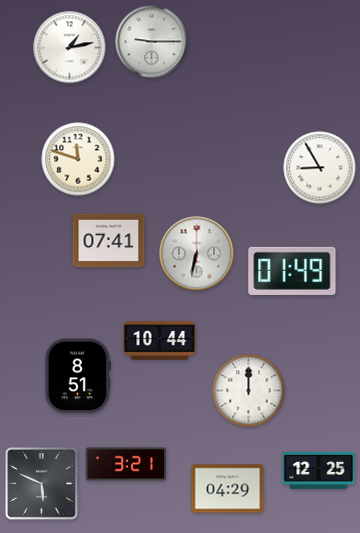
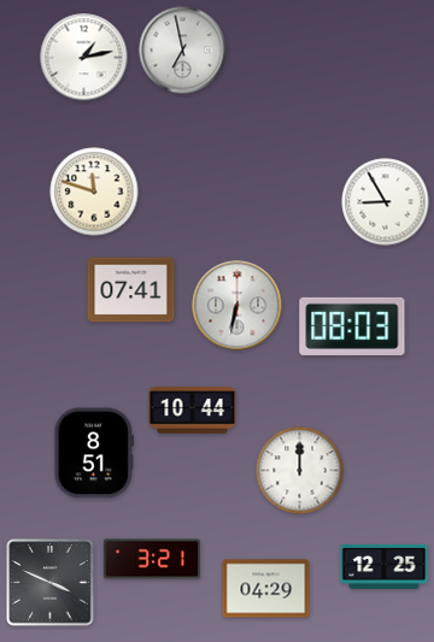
clock at (152, 42): 9:15 -> 6:58
clock at (292, 271): 01:49 -> 08:03
clock at (42, 484): 5:49 -> 3:49
clock at (228, 489) position: (228, 489) -> (266, 589)
